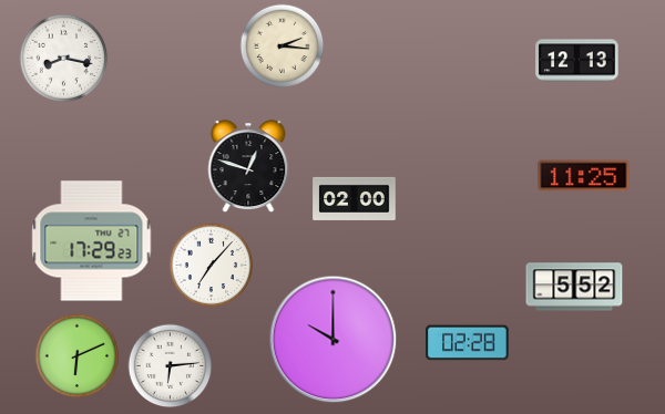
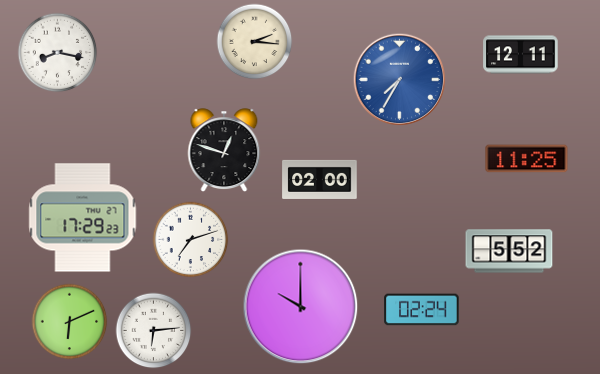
clock at (577, 61): 12:13 -> 12:11
clock at (400, 80): none -> 7:35
clock at (212, 266): 7:07 -> 7:12
clock at (574, 287) position: (574, 287) -> (509, 251)
clock at (468, 343): 02:28 -> 02:24
